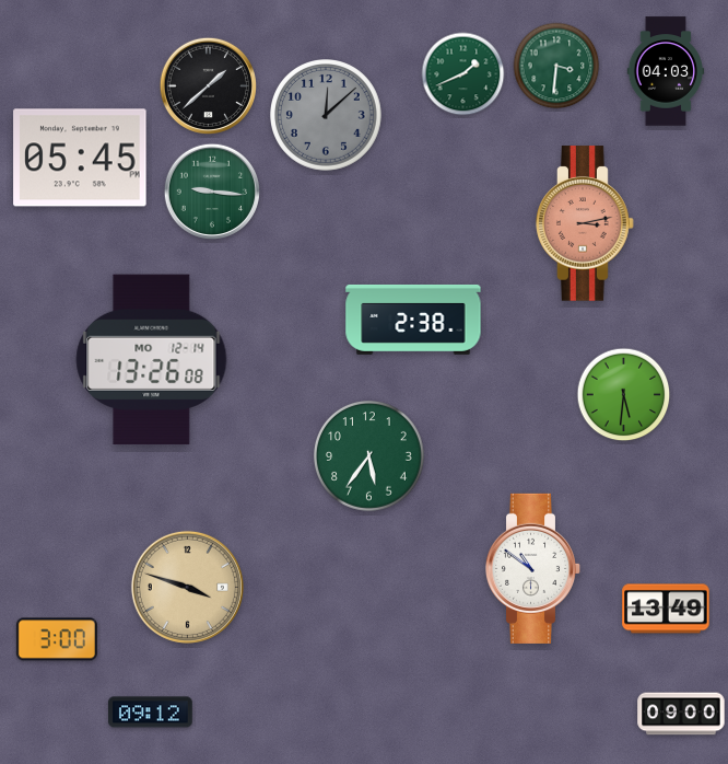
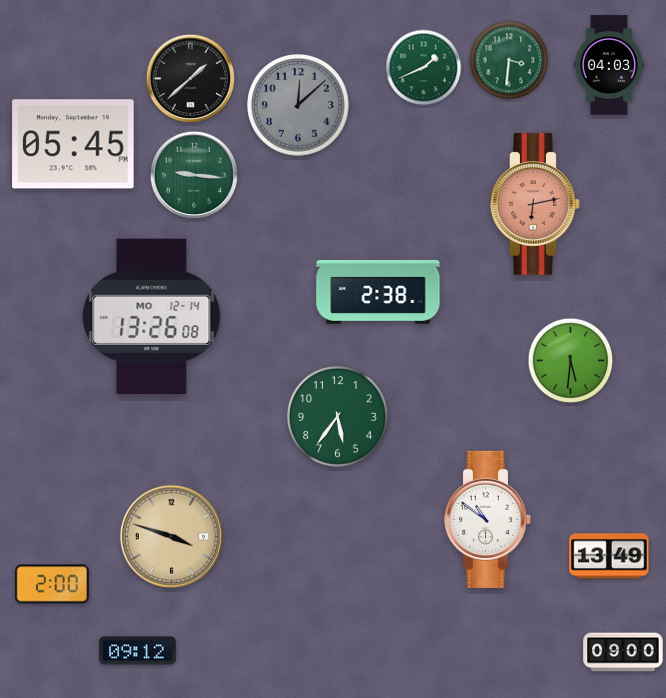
clock at (585, 223): 3:13 -> 6:13
clock at (152, 360) position: (152, 360) -> (152, 317)
clock at (57, 639): 3:00 -> 2:00
